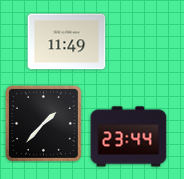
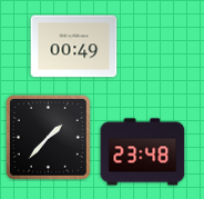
clock at (67, 42): 11:49 -> 00:49
clock at (129, 137): 23:44 -> 23:48
